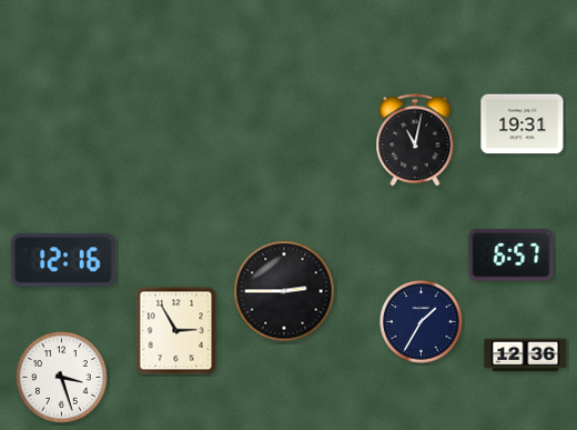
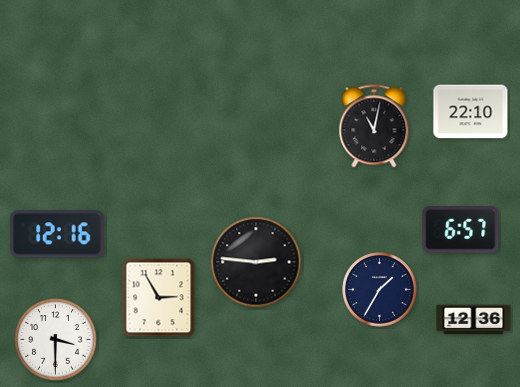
clock at (523, 124): 19:31 -> 22:10
clock at (284, 291): 2:45 -> 2:46
clock at (62, 378): 3:27 -> 3:30
